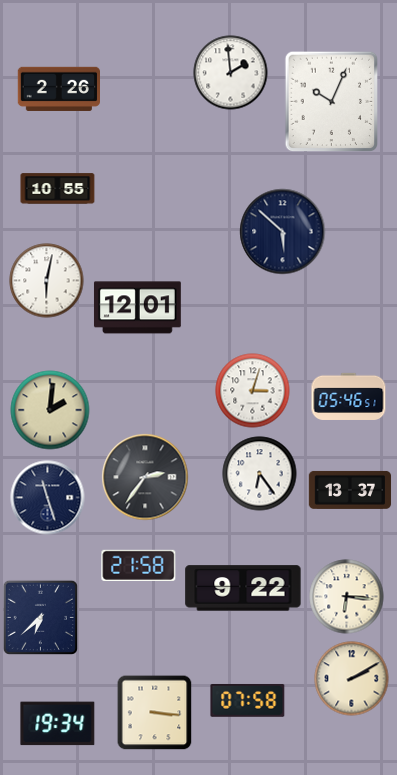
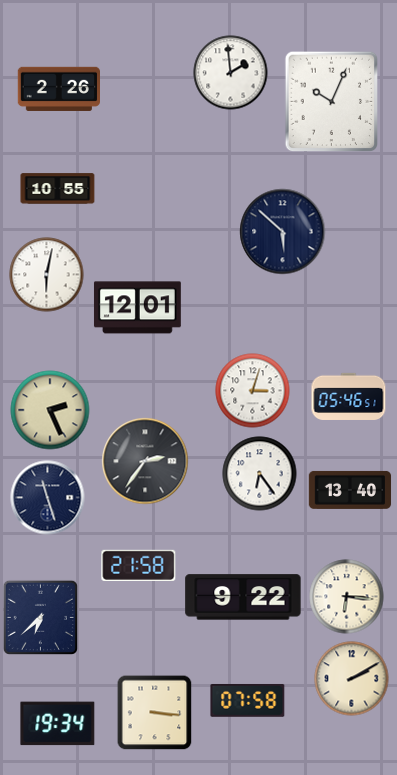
clock at (47, 281) position: (47, 281) -> (47, 275)
clock at (50, 410): 2:01 -> 2:26
clock at (145, 477) position: (145, 477) -> (145, 461)
clock at (350, 490): 13:37 -> 13:40
clock at (243, 588) position: (243, 588) -> (243, 597)
